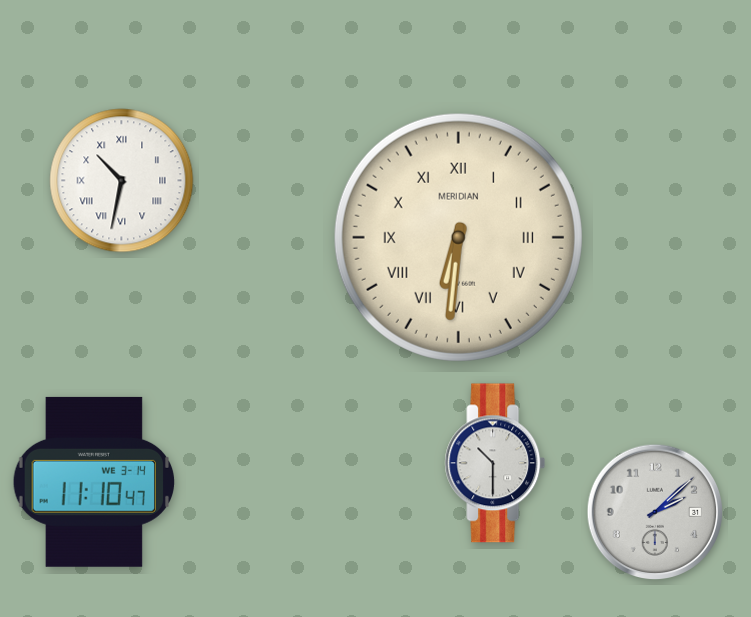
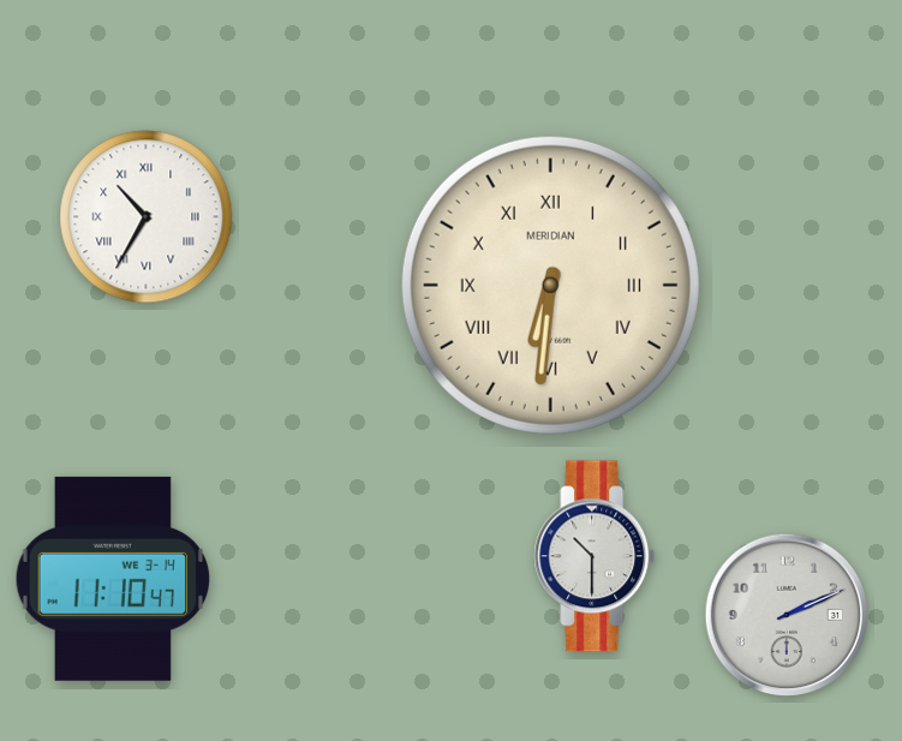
clock at (122, 181): 10:32 -> 10:35
clock at (655, 512): 2:08 -> 2:11
